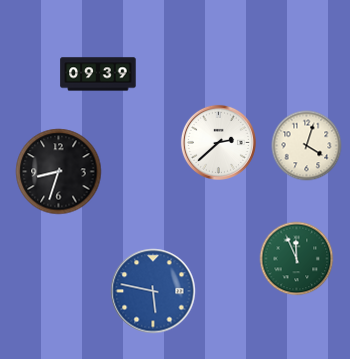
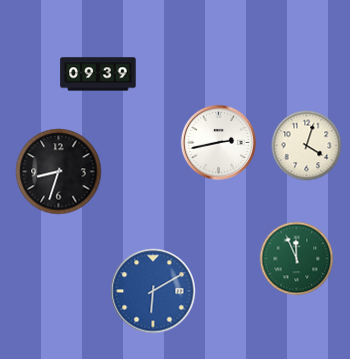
clock at (218, 142): 2:38 -> 2:43
clock at (153, 291): 5:47 -> 6:10
